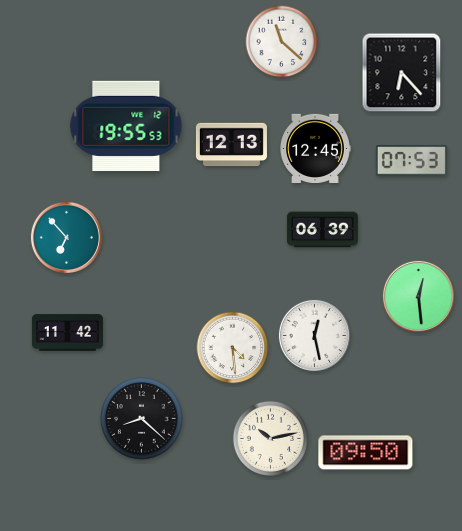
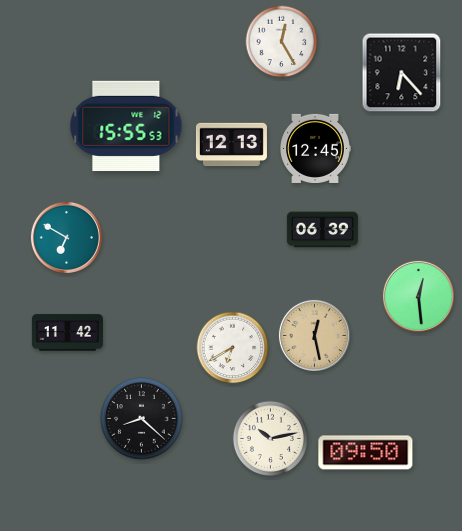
clock at (282, 42): 11:22 -> 12:25
clock at (126, 126): 19:55 -> 15:55
clock at (411, 161): 07:53 -> none
clock at (66, 237): 6:53 -> 6:50
clock at (314, 335) dial: white -> champagne
clock at (233, 348): 4:29 -> 6:40
